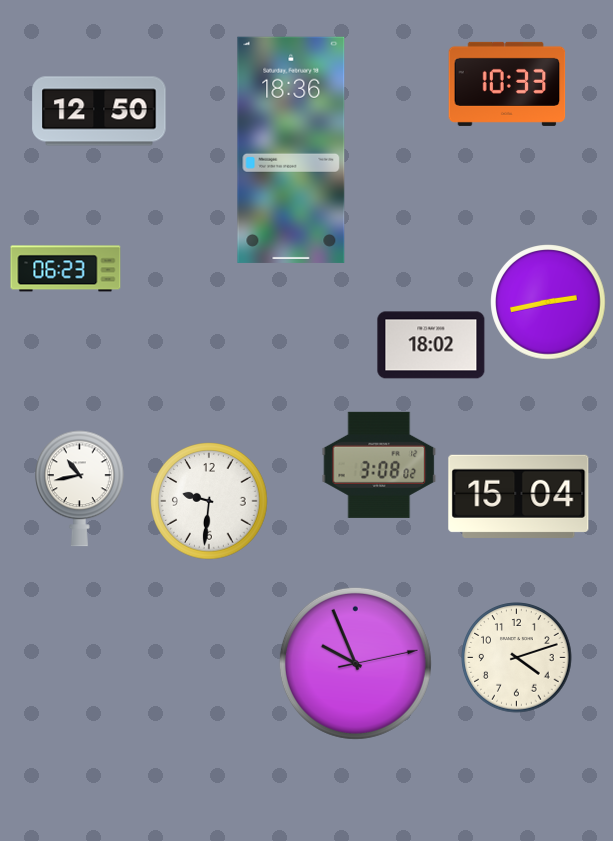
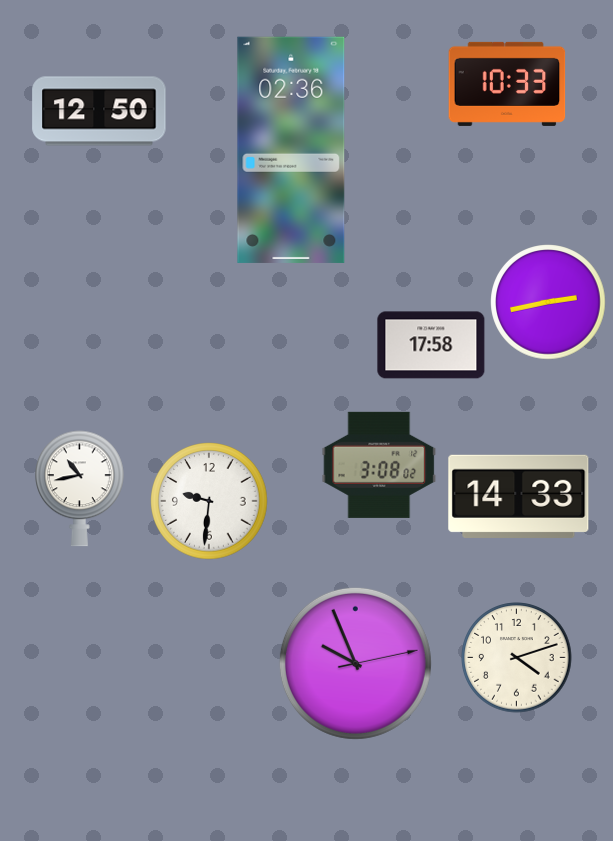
clock at (291, 150): 18:36 -> 02:36
clock at (66, 269): 06:23 -> none
clock at (431, 345): 18:02 -> 17:58
clock at (519, 496): 15:04 -> 14:33
